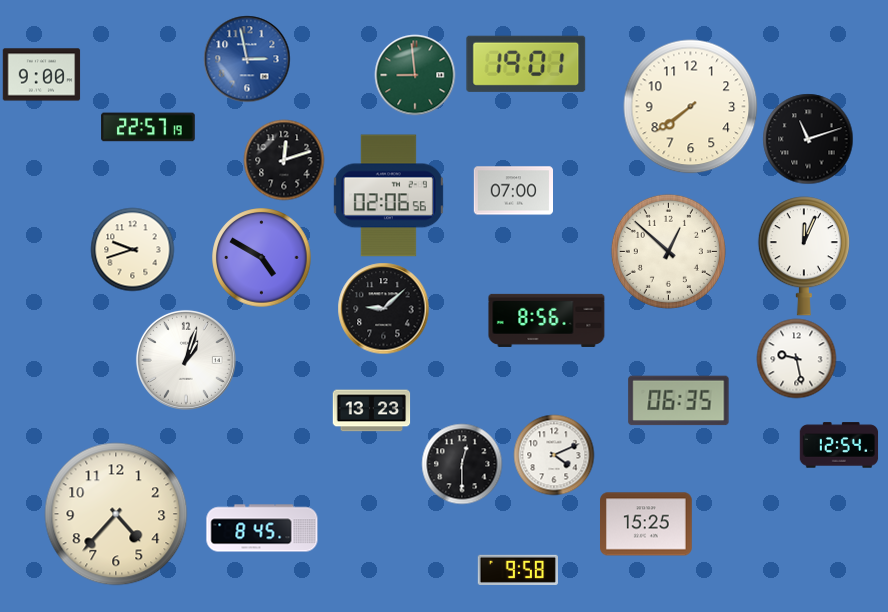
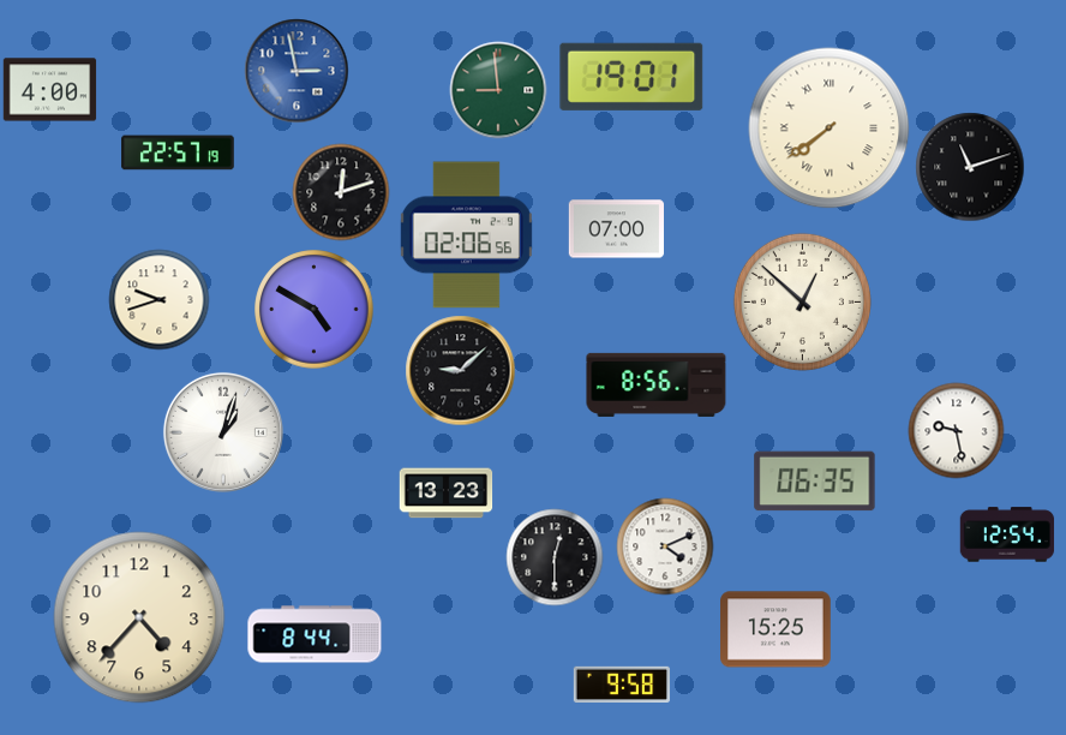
clock at (41, 75): 9:00 -> 4:00
clock at (691, 107) numerals: Arabic -> Roman
clock at (804, 256): 12:04 -> none
clock at (262, 528): 8:45 -> 8:44
